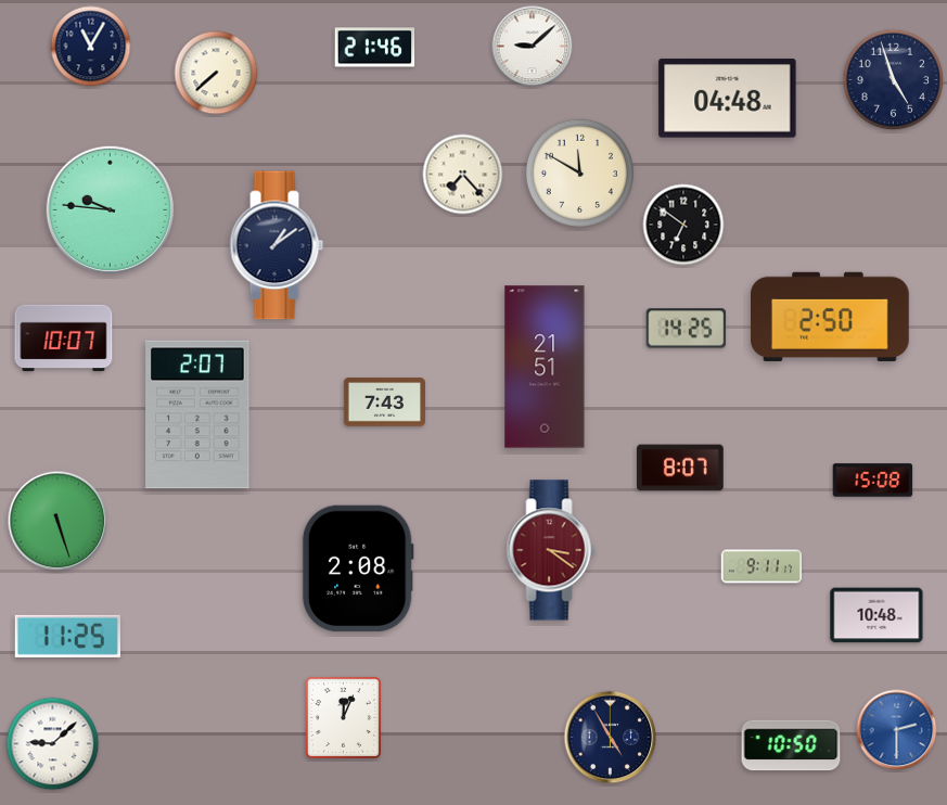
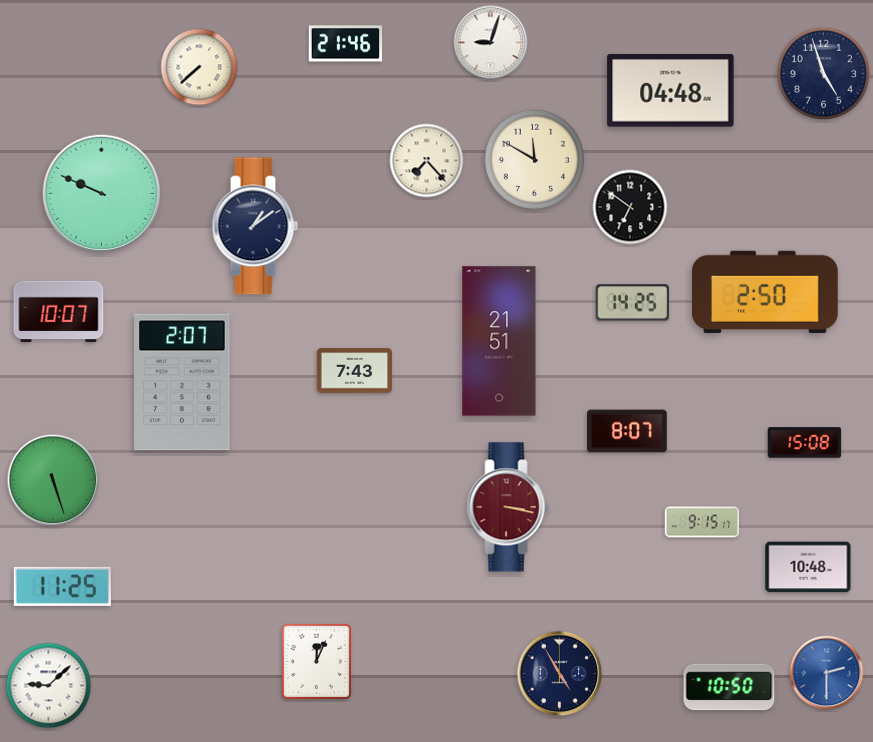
clock at (91, 47): 11:05 -> none
clock at (533, 47): 9:08 -> 9:03
clock at (110, 209): 9:46 -> 9:49
clock at (545, 367) position: (545, 367) -> (499, 341)
clock at (551, 550): 3:21 -> 3:17
clock at (762, 566): 9:11 -> 9:15
clock at (358, 568): 2:08 -> none
clock at (611, 738) position: (611, 738) -> (560, 674)
